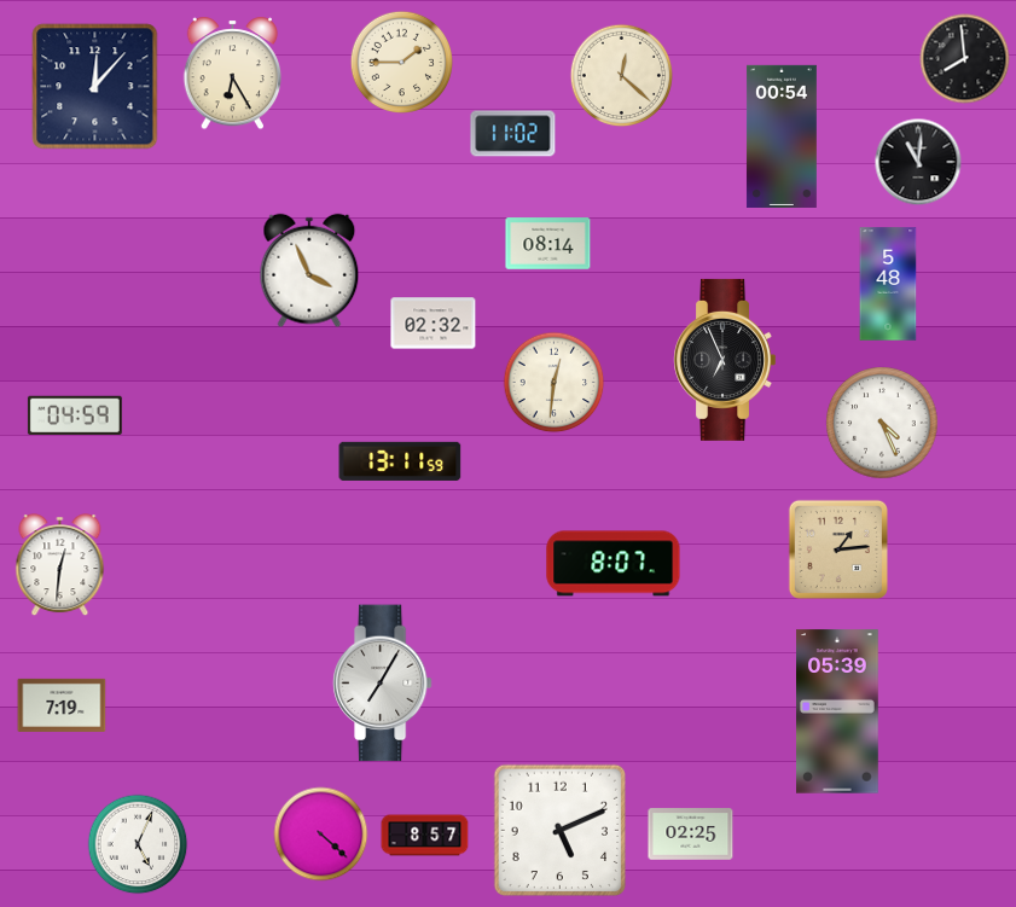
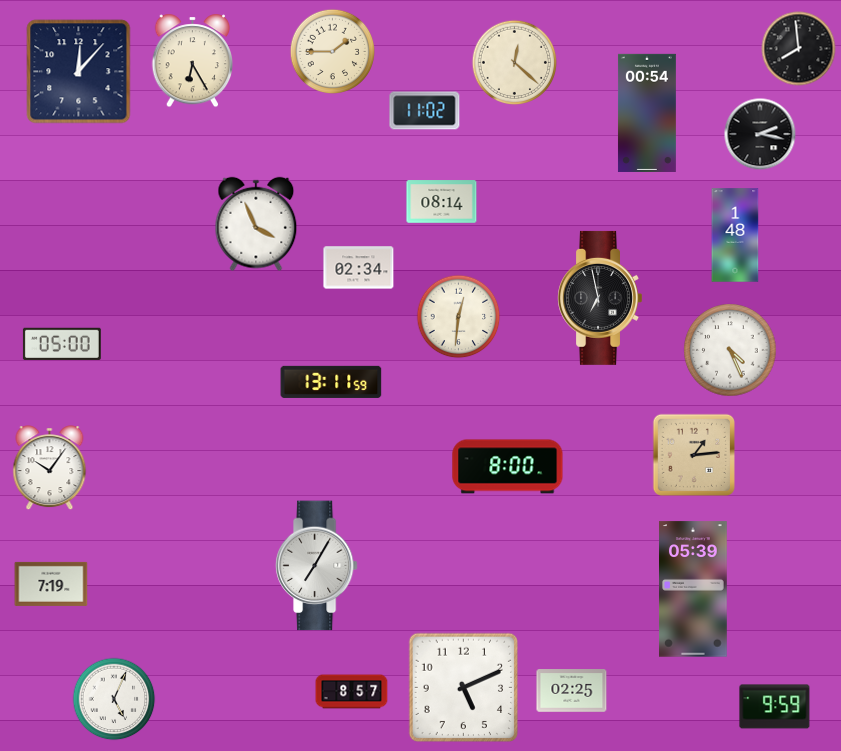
clock at (918, 162): 11:01 -> 2:17
clock at (548, 244) position: (548, 244) -> (442, 202)
clock at (888, 284): 5:48 -> 1:48
clock at (434, 324): 02:32 -> 02:34
clock at (724, 360): 6:56 -> 6:58
clock at (75, 414): 04:59 -> 05:00
clock at (614, 564): 8:07 -> 8:00
clock at (60, 565): 12:31 -> 10:06
clock at (321, 835): 4:22 -> none
clock at (775, 707): none -> 9:59
